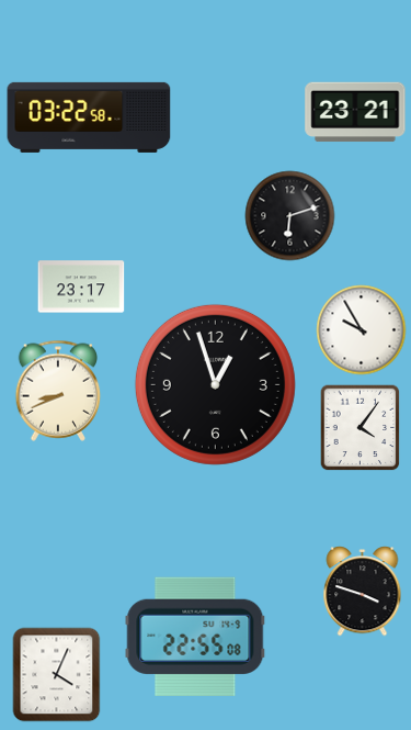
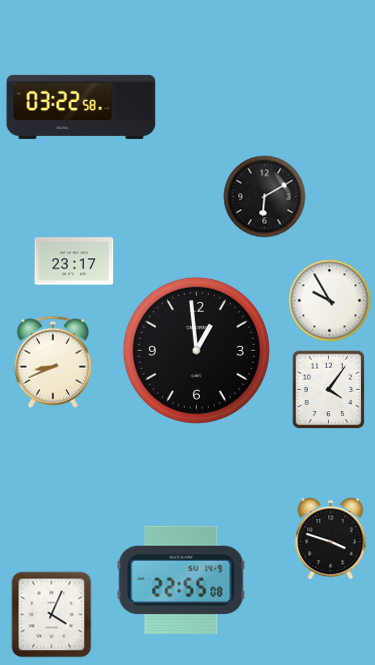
clock at (355, 112): 23:21 -> none
clock at (290, 216): 6:12 -> 6:10
clock at (215, 384): 12:57 -> 12:59
clock at (58, 391) position: (58, 391) -> (53, 362)
clock at (195, 636) position: (195, 636) -> (181, 579)
